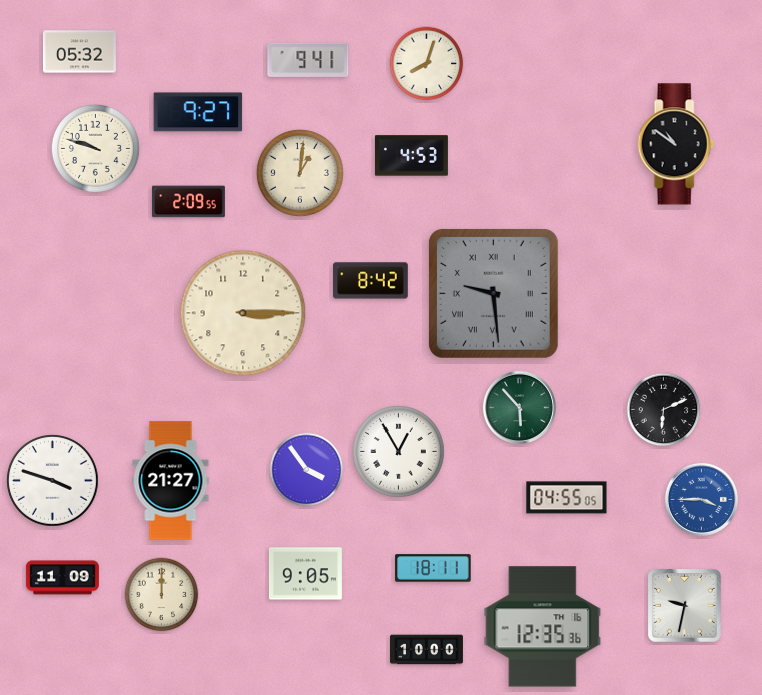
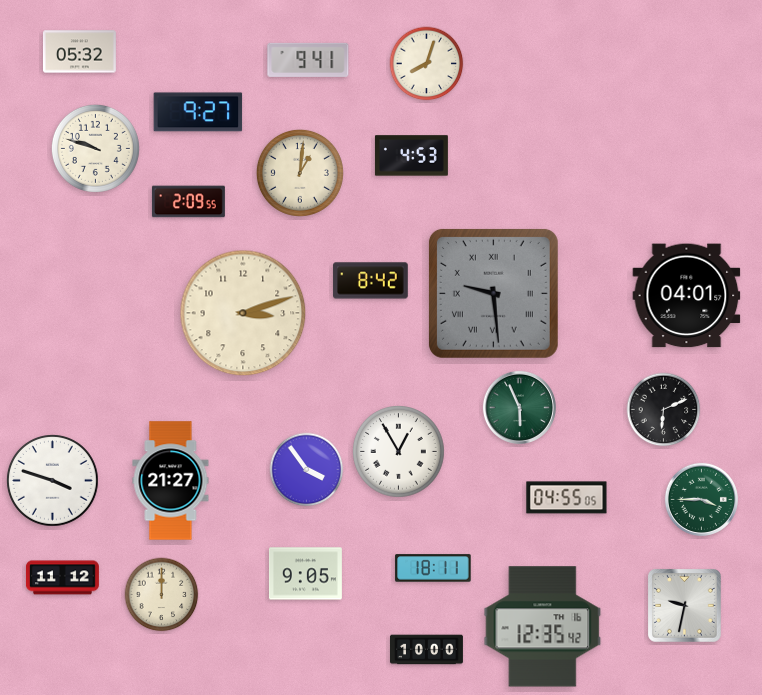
clock at (676, 144): 10:51 -> none
clock at (687, 296): none -> 04:01
clock at (243, 313): 3:15 -> 3:12
clock at (519, 407): 5:53 -> 5:56
clock at (701, 499) dial: blue -> green
clock at (62, 578): 11:09 -> 11:12
clock at (543, 627): 12:35:36 -> 12:35:42
